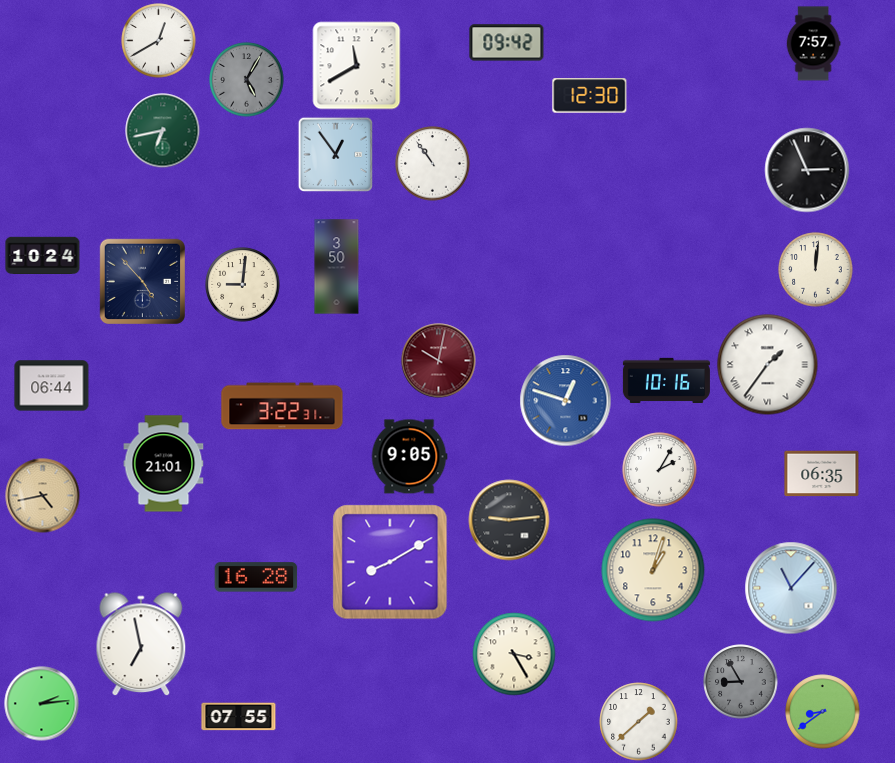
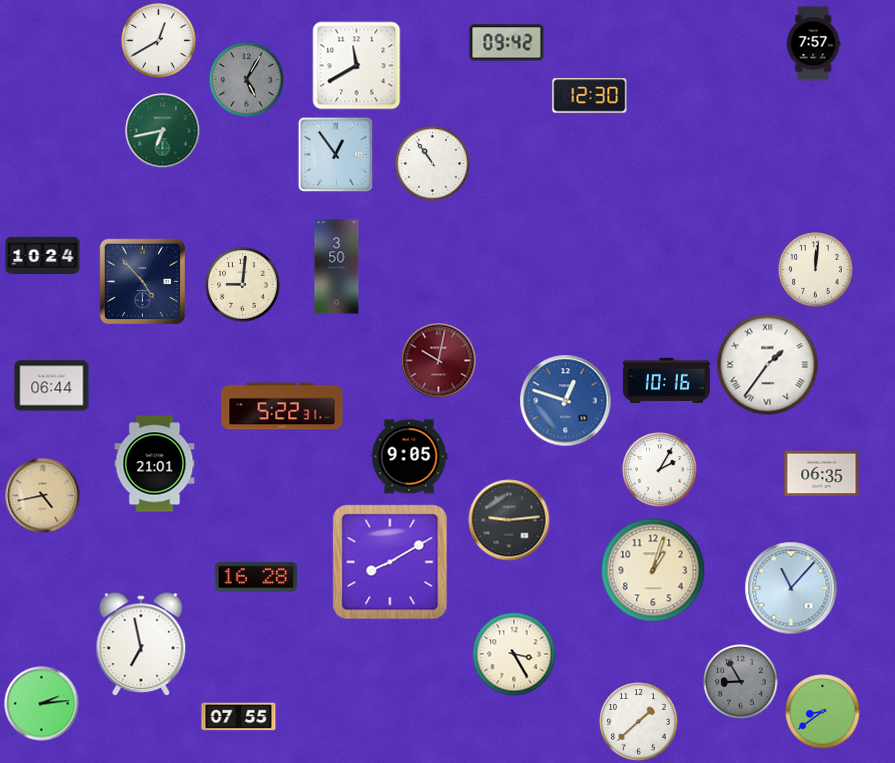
clock at (807, 170): 2:56 -> none
clock at (282, 406): 3:22 -> 5:22
clock at (164, 464) position: (164, 464) -> (155, 464)
